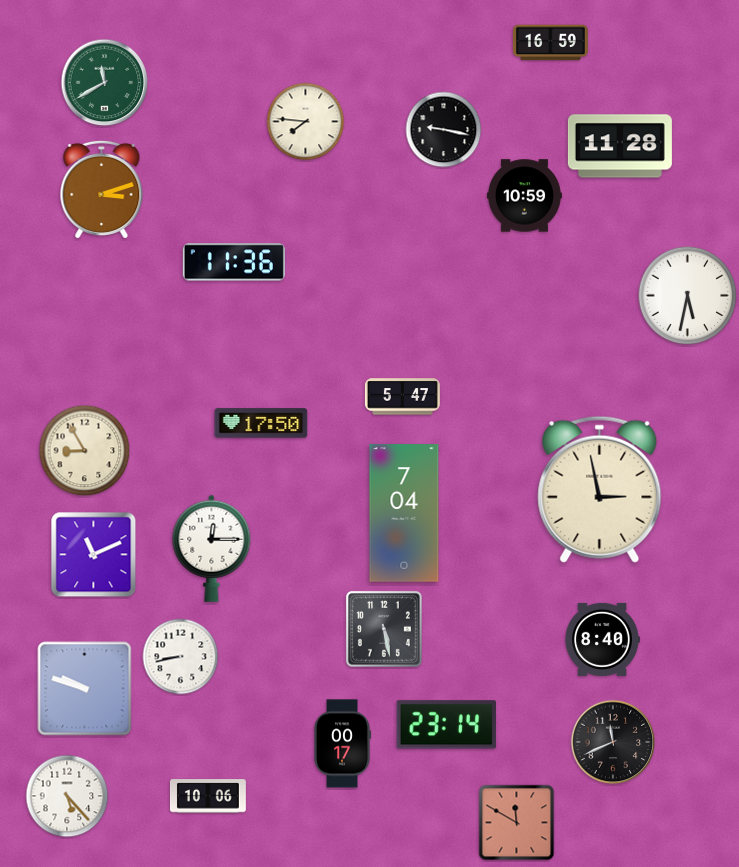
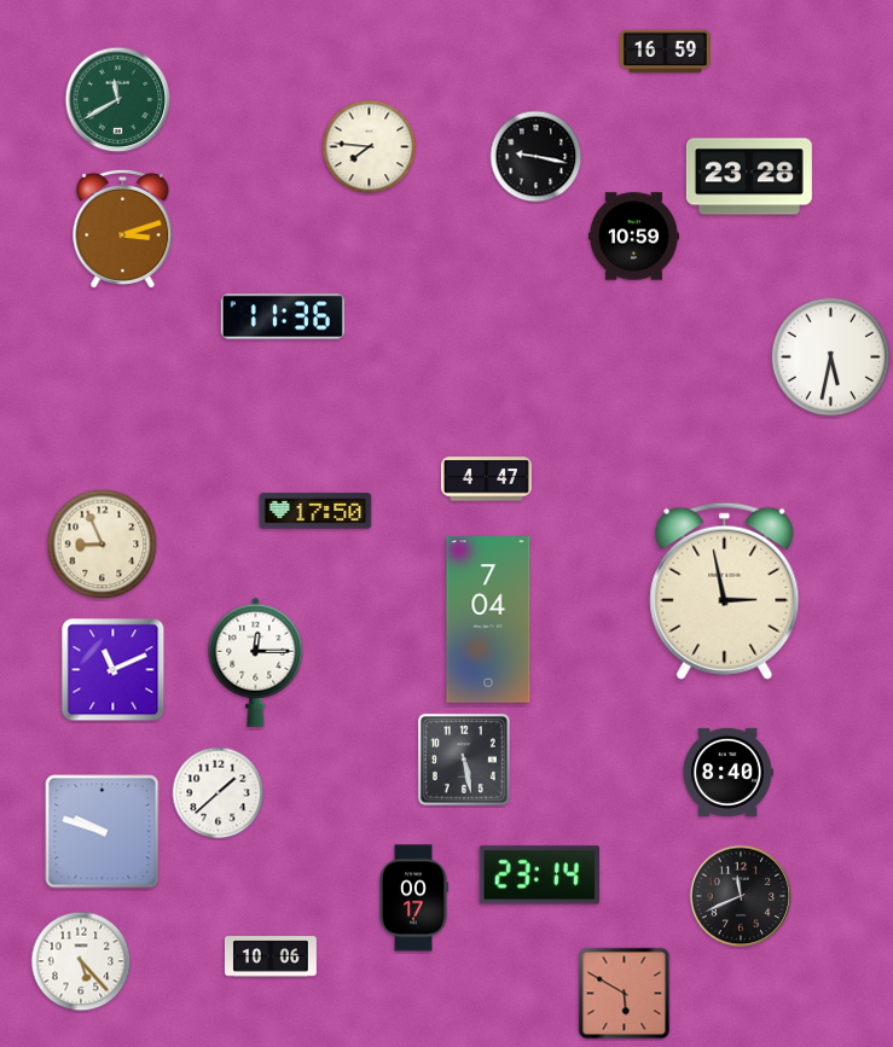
clock at (105, 83) position: (105, 83) -> (118, 100)
clock at (620, 146): 11:28 -> 23:28
clock at (402, 397): 5:47 -> 4:47
clock at (85, 451): 8:55 -> 8:56
clock at (181, 657): 8:43 -> 1:38
clock at (208, 796) position: (208, 796) -> (271, 956)
clock at (517, 823): 11:50 -> 5:50
